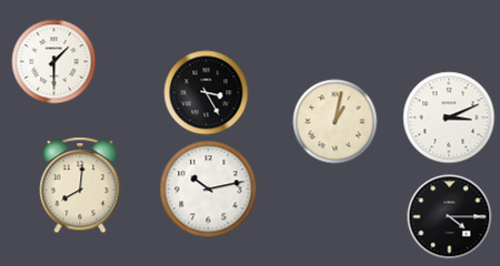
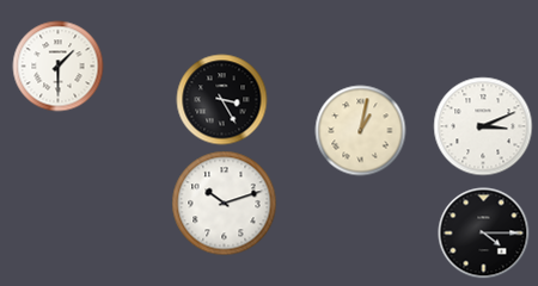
clock at (80, 185): 8:01 -> none
clock at (209, 190): 10:13 -> 10:12
